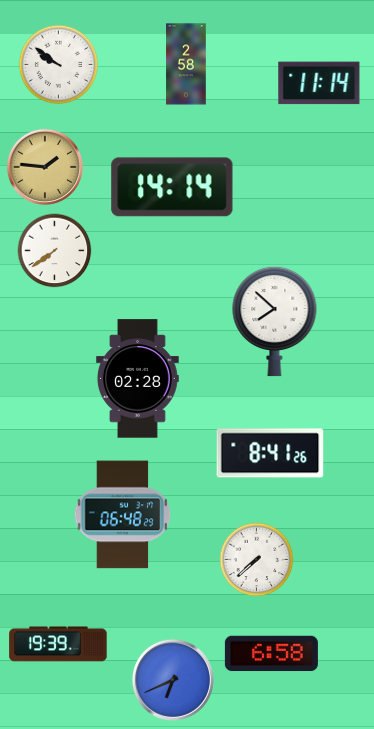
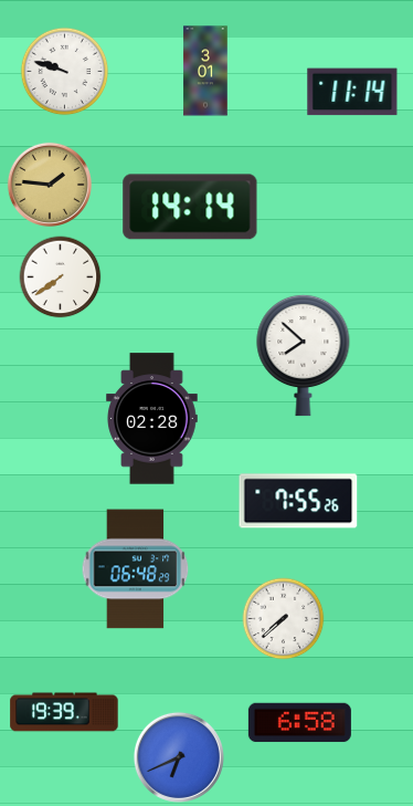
clock at (186, 64): 2:58 -> 3:01
clock at (59, 65): 9:51 -> 9:48
clock at (270, 453): 8:41 -> 7:55
clock at (173, 680) position: (173, 680) -> (179, 757)
